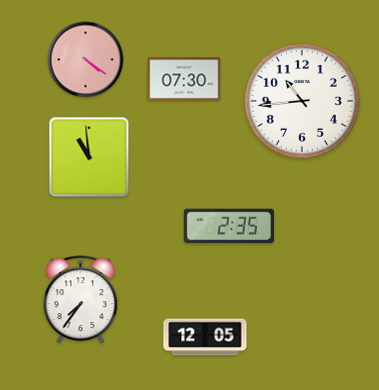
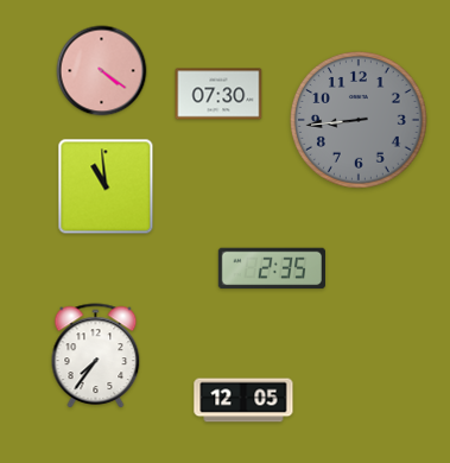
clock at (302, 101): 10:44 -> 8:44
clock at (302, 101) dial: white -> grey
